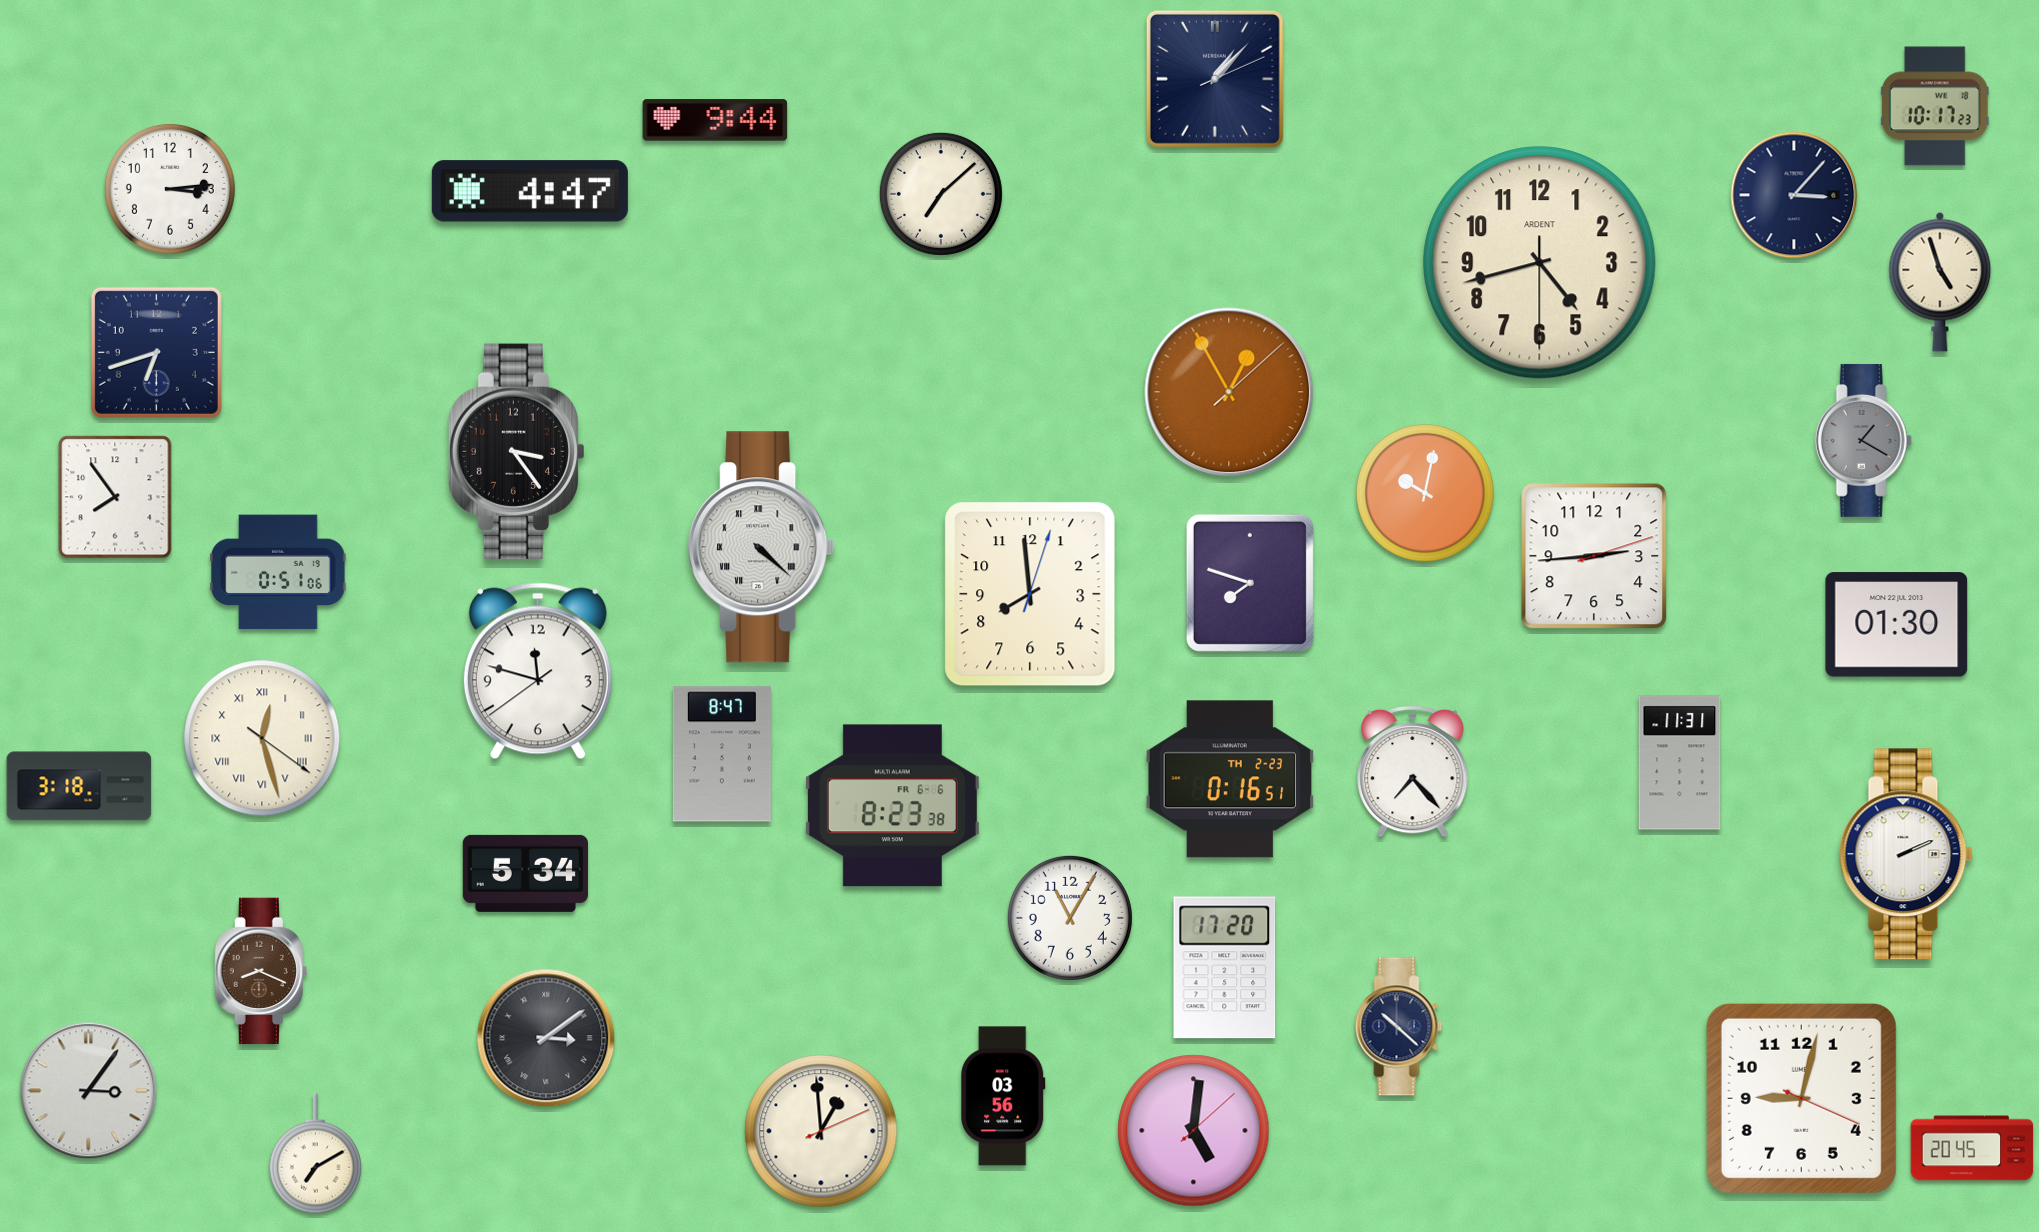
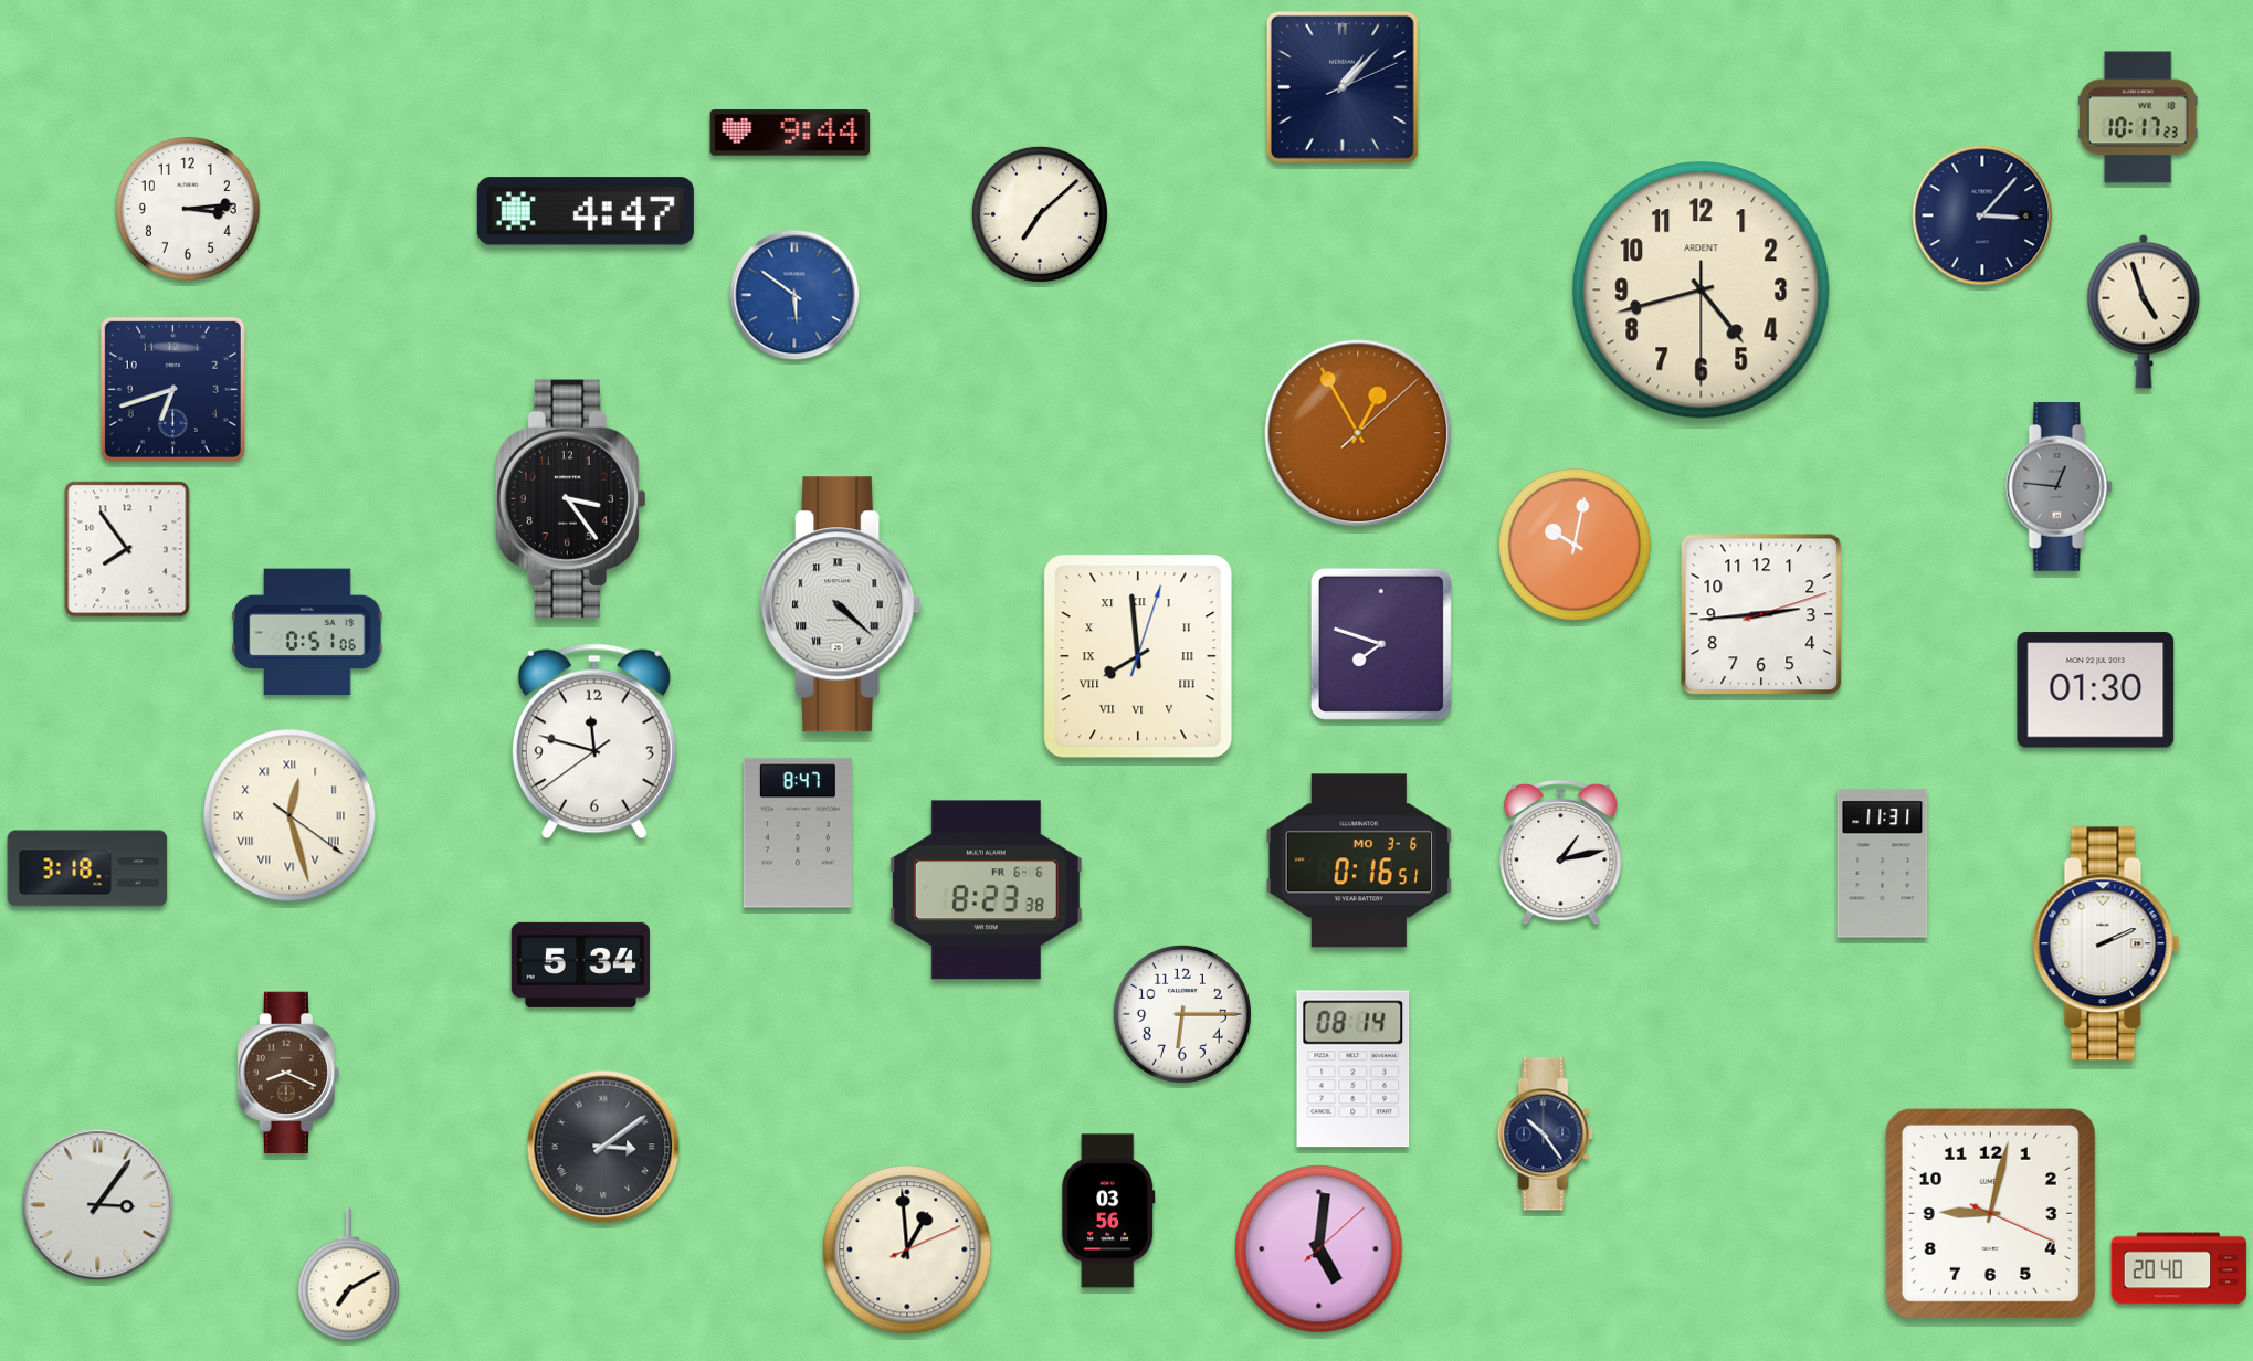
clock at (794, 295): none -> 5:51
clock at (1863, 440): 1:20 -> 12:46
clock at (1030, 594) numerals: Arabic -> Roman
clock at (1680, 763) position: (1680, 763) -> (1883, 864)
clock at (1413, 772): 7:23 -> 1:13
clock at (1230, 779) date: TH 2-23 -> MO 3-6
clock at (1070, 918): 11:05 -> 6:15
clock at (1225, 968): 17:20 -> 08:14
clock at (1399, 1027): 10:22 -> 10:24
clock at (1972, 1148): 20:45 -> 20:40
